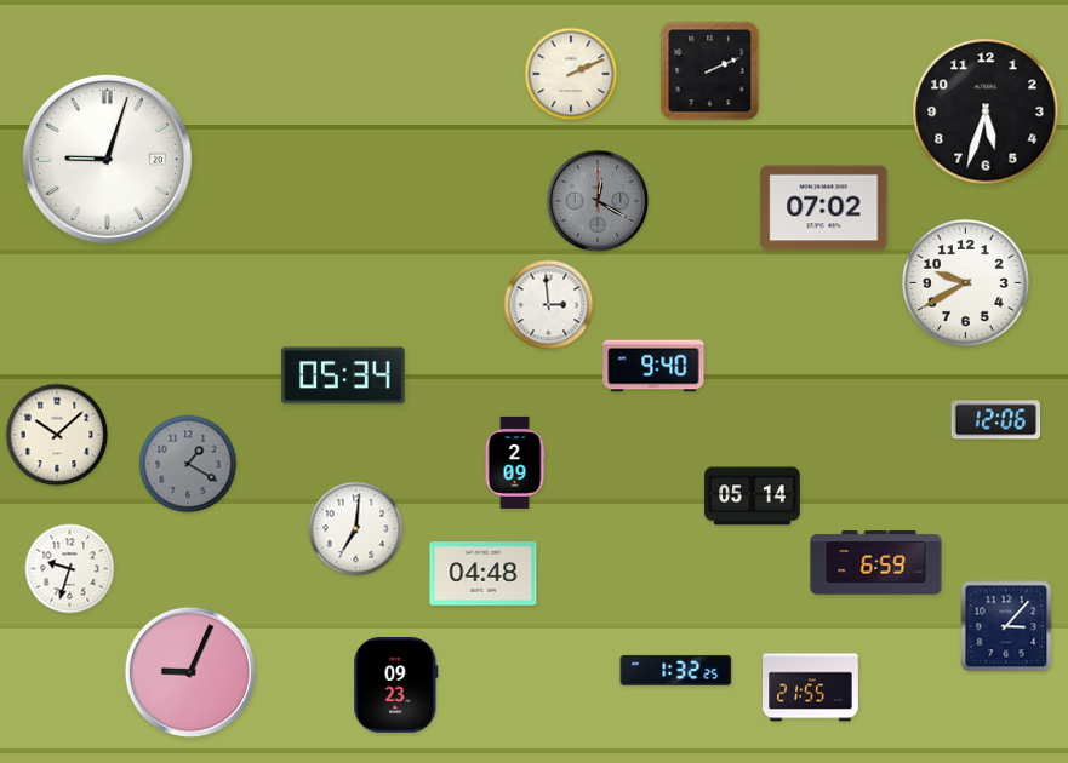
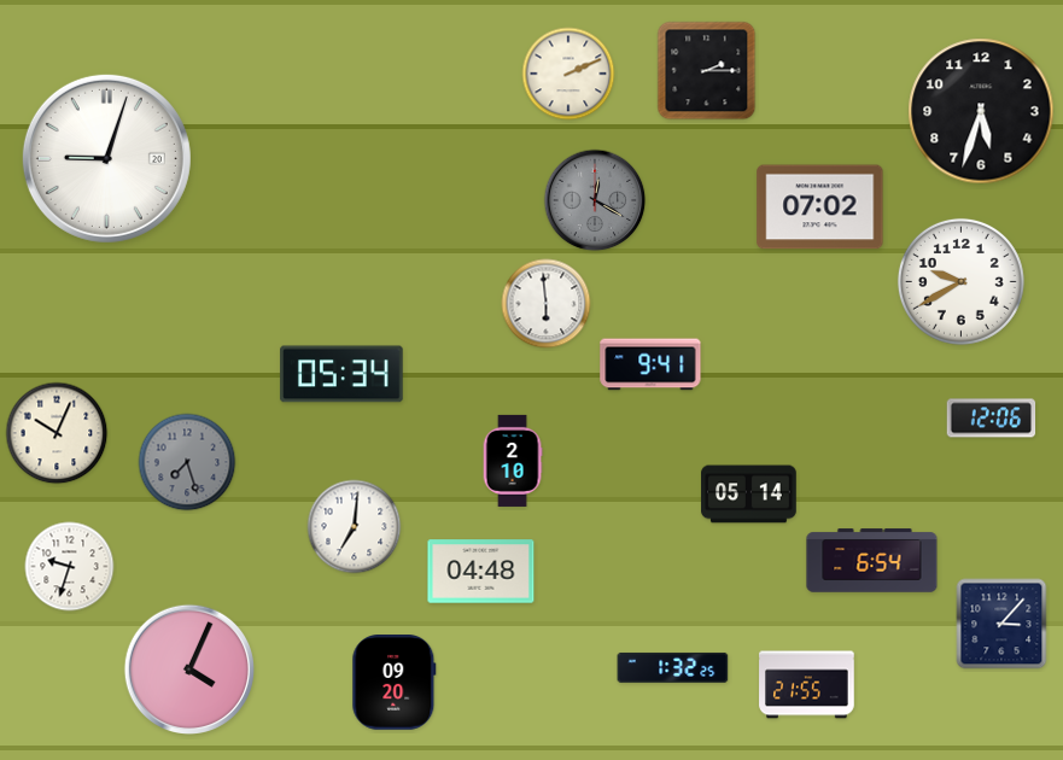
clock at (710, 71): 2:11 -> 2:15
clock at (549, 305): 2:59 -> 5:59
clock at (653, 366): 9:40 -> 9:41
clock at (57, 435): 10:08 -> 10:04
clock at (515, 463): 2:09 -> 2:10
clock at (188, 464): 1:20 -> 7:27
clock at (876, 563): 6:59 -> 6:54
clock at (189, 671): 9:04 -> 4:04
clock at (396, 685): 09:23 -> 09:20
